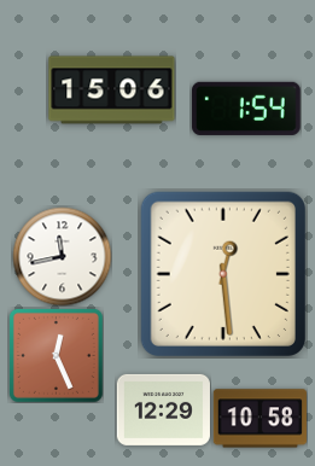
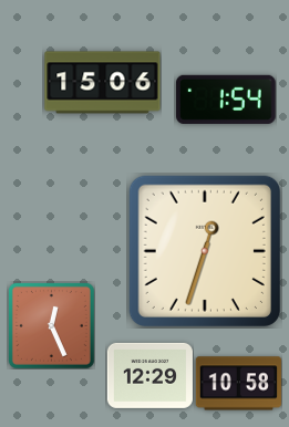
clock at (62, 256): 11:43 -> none
clock at (223, 274): 12:29 -> 12:33
